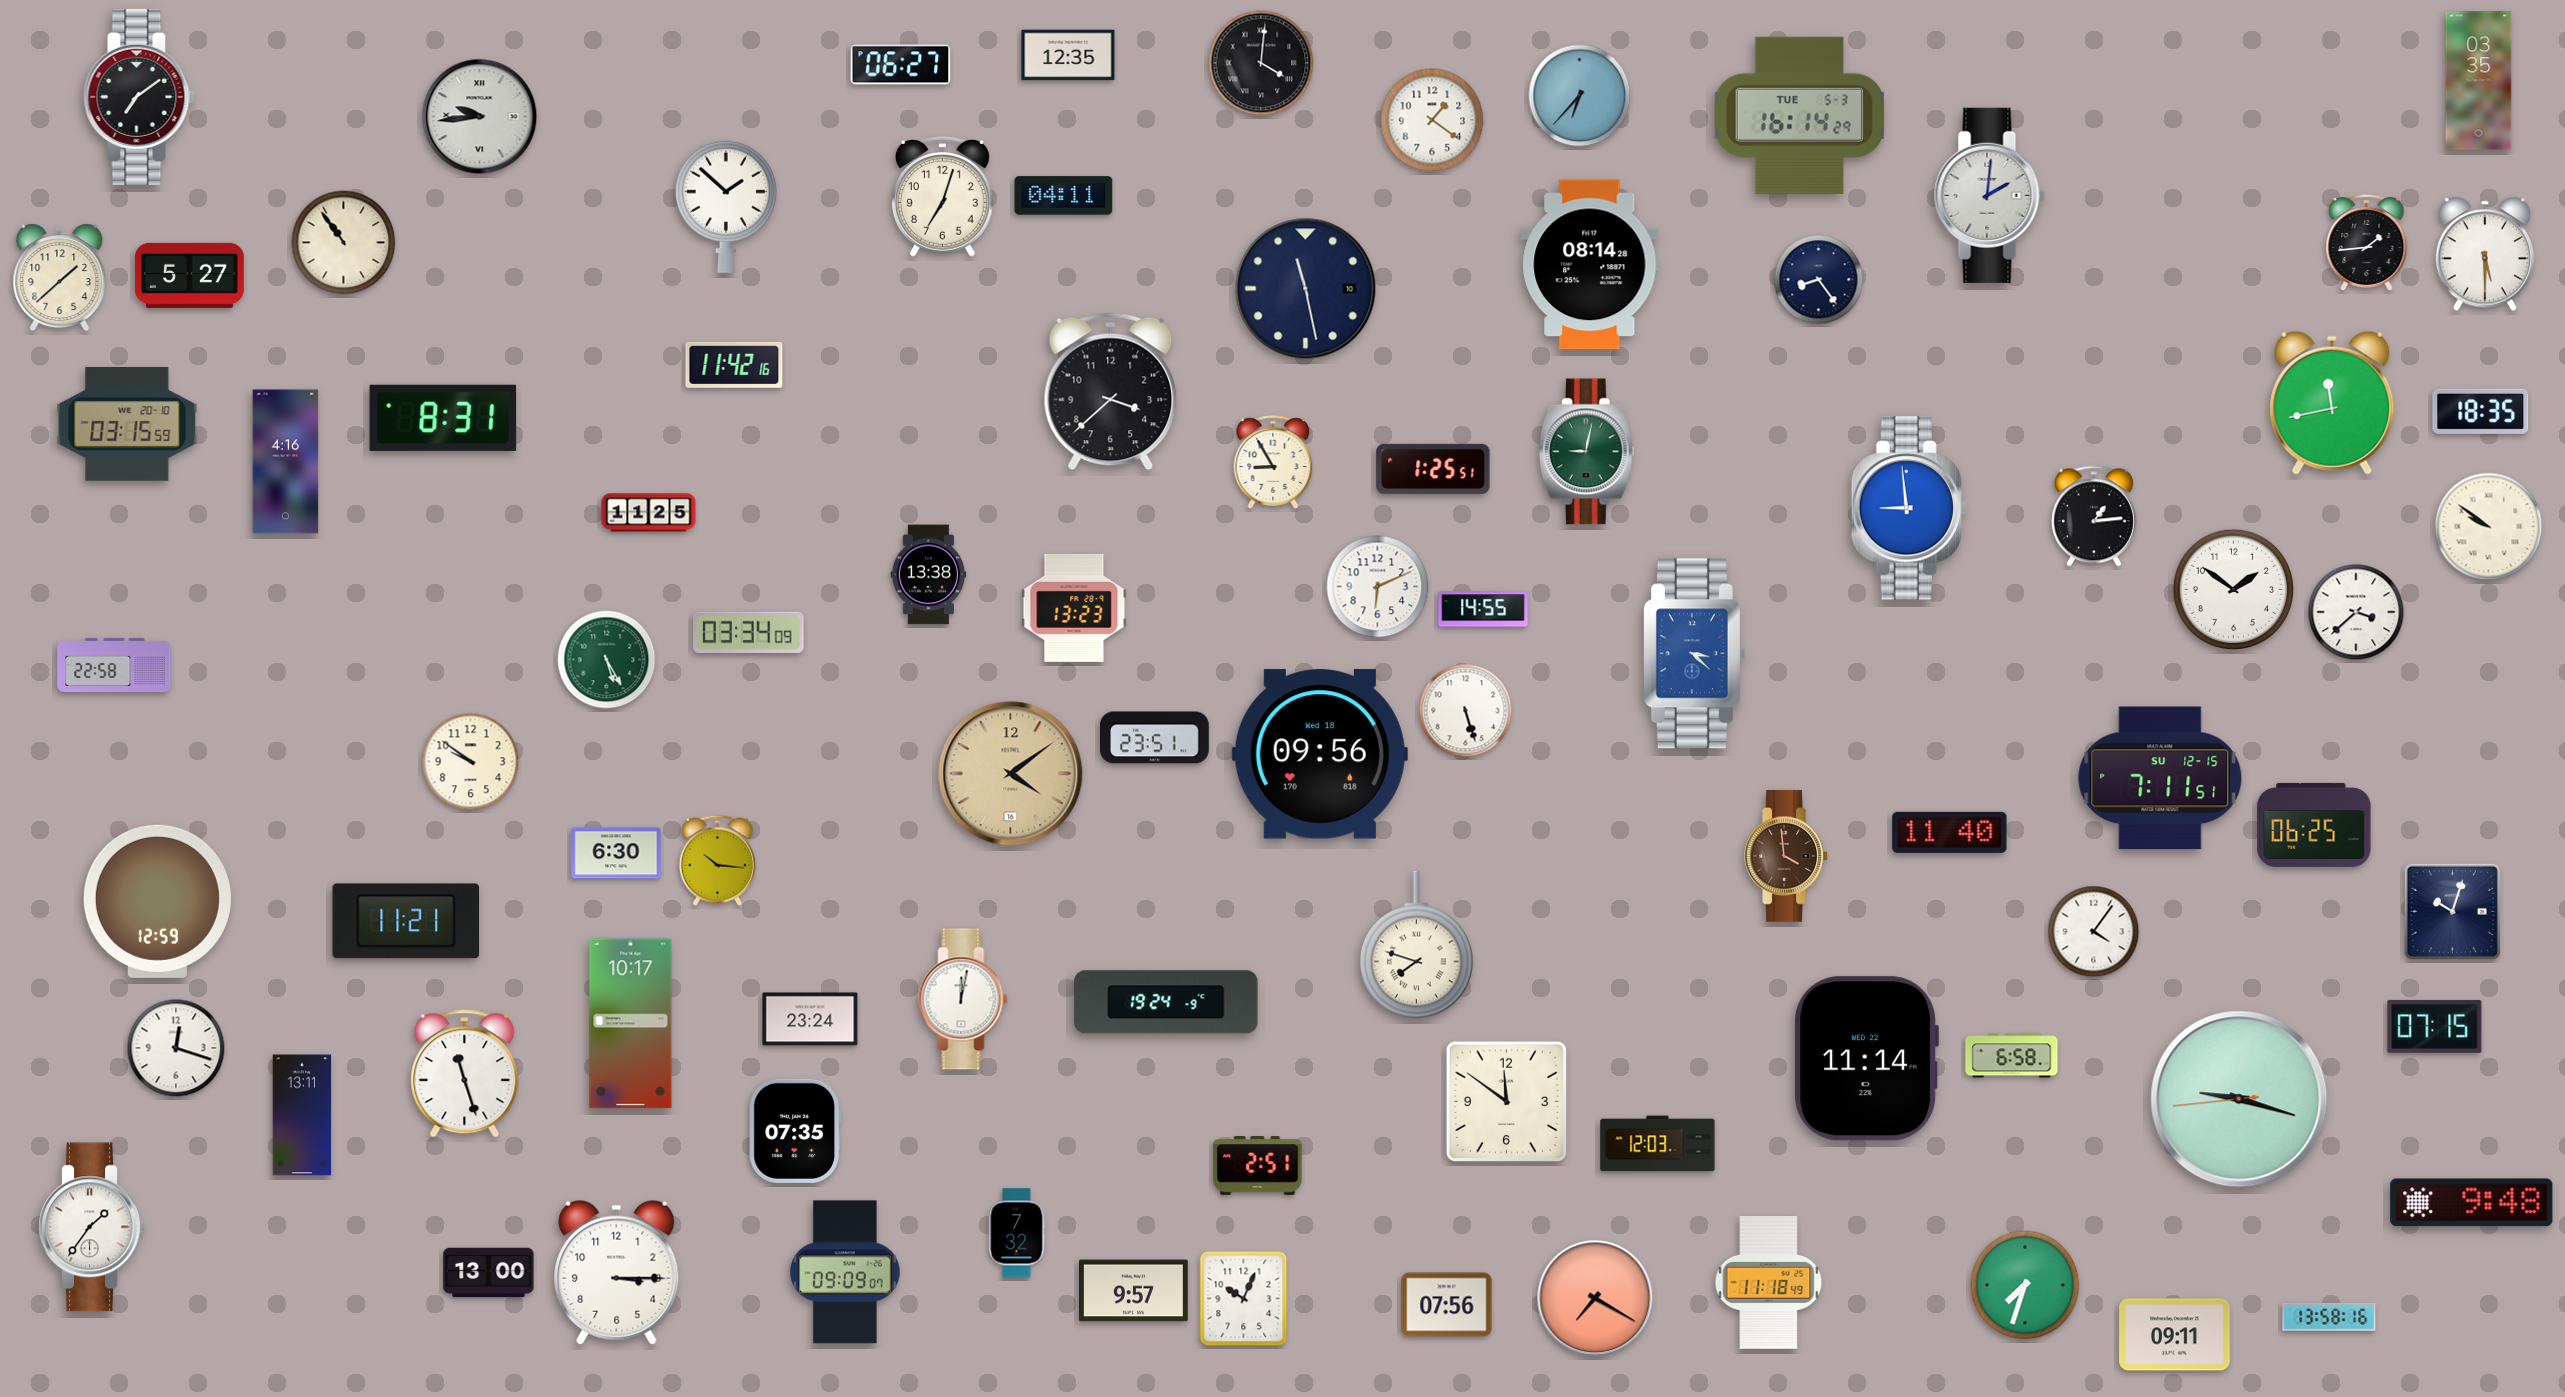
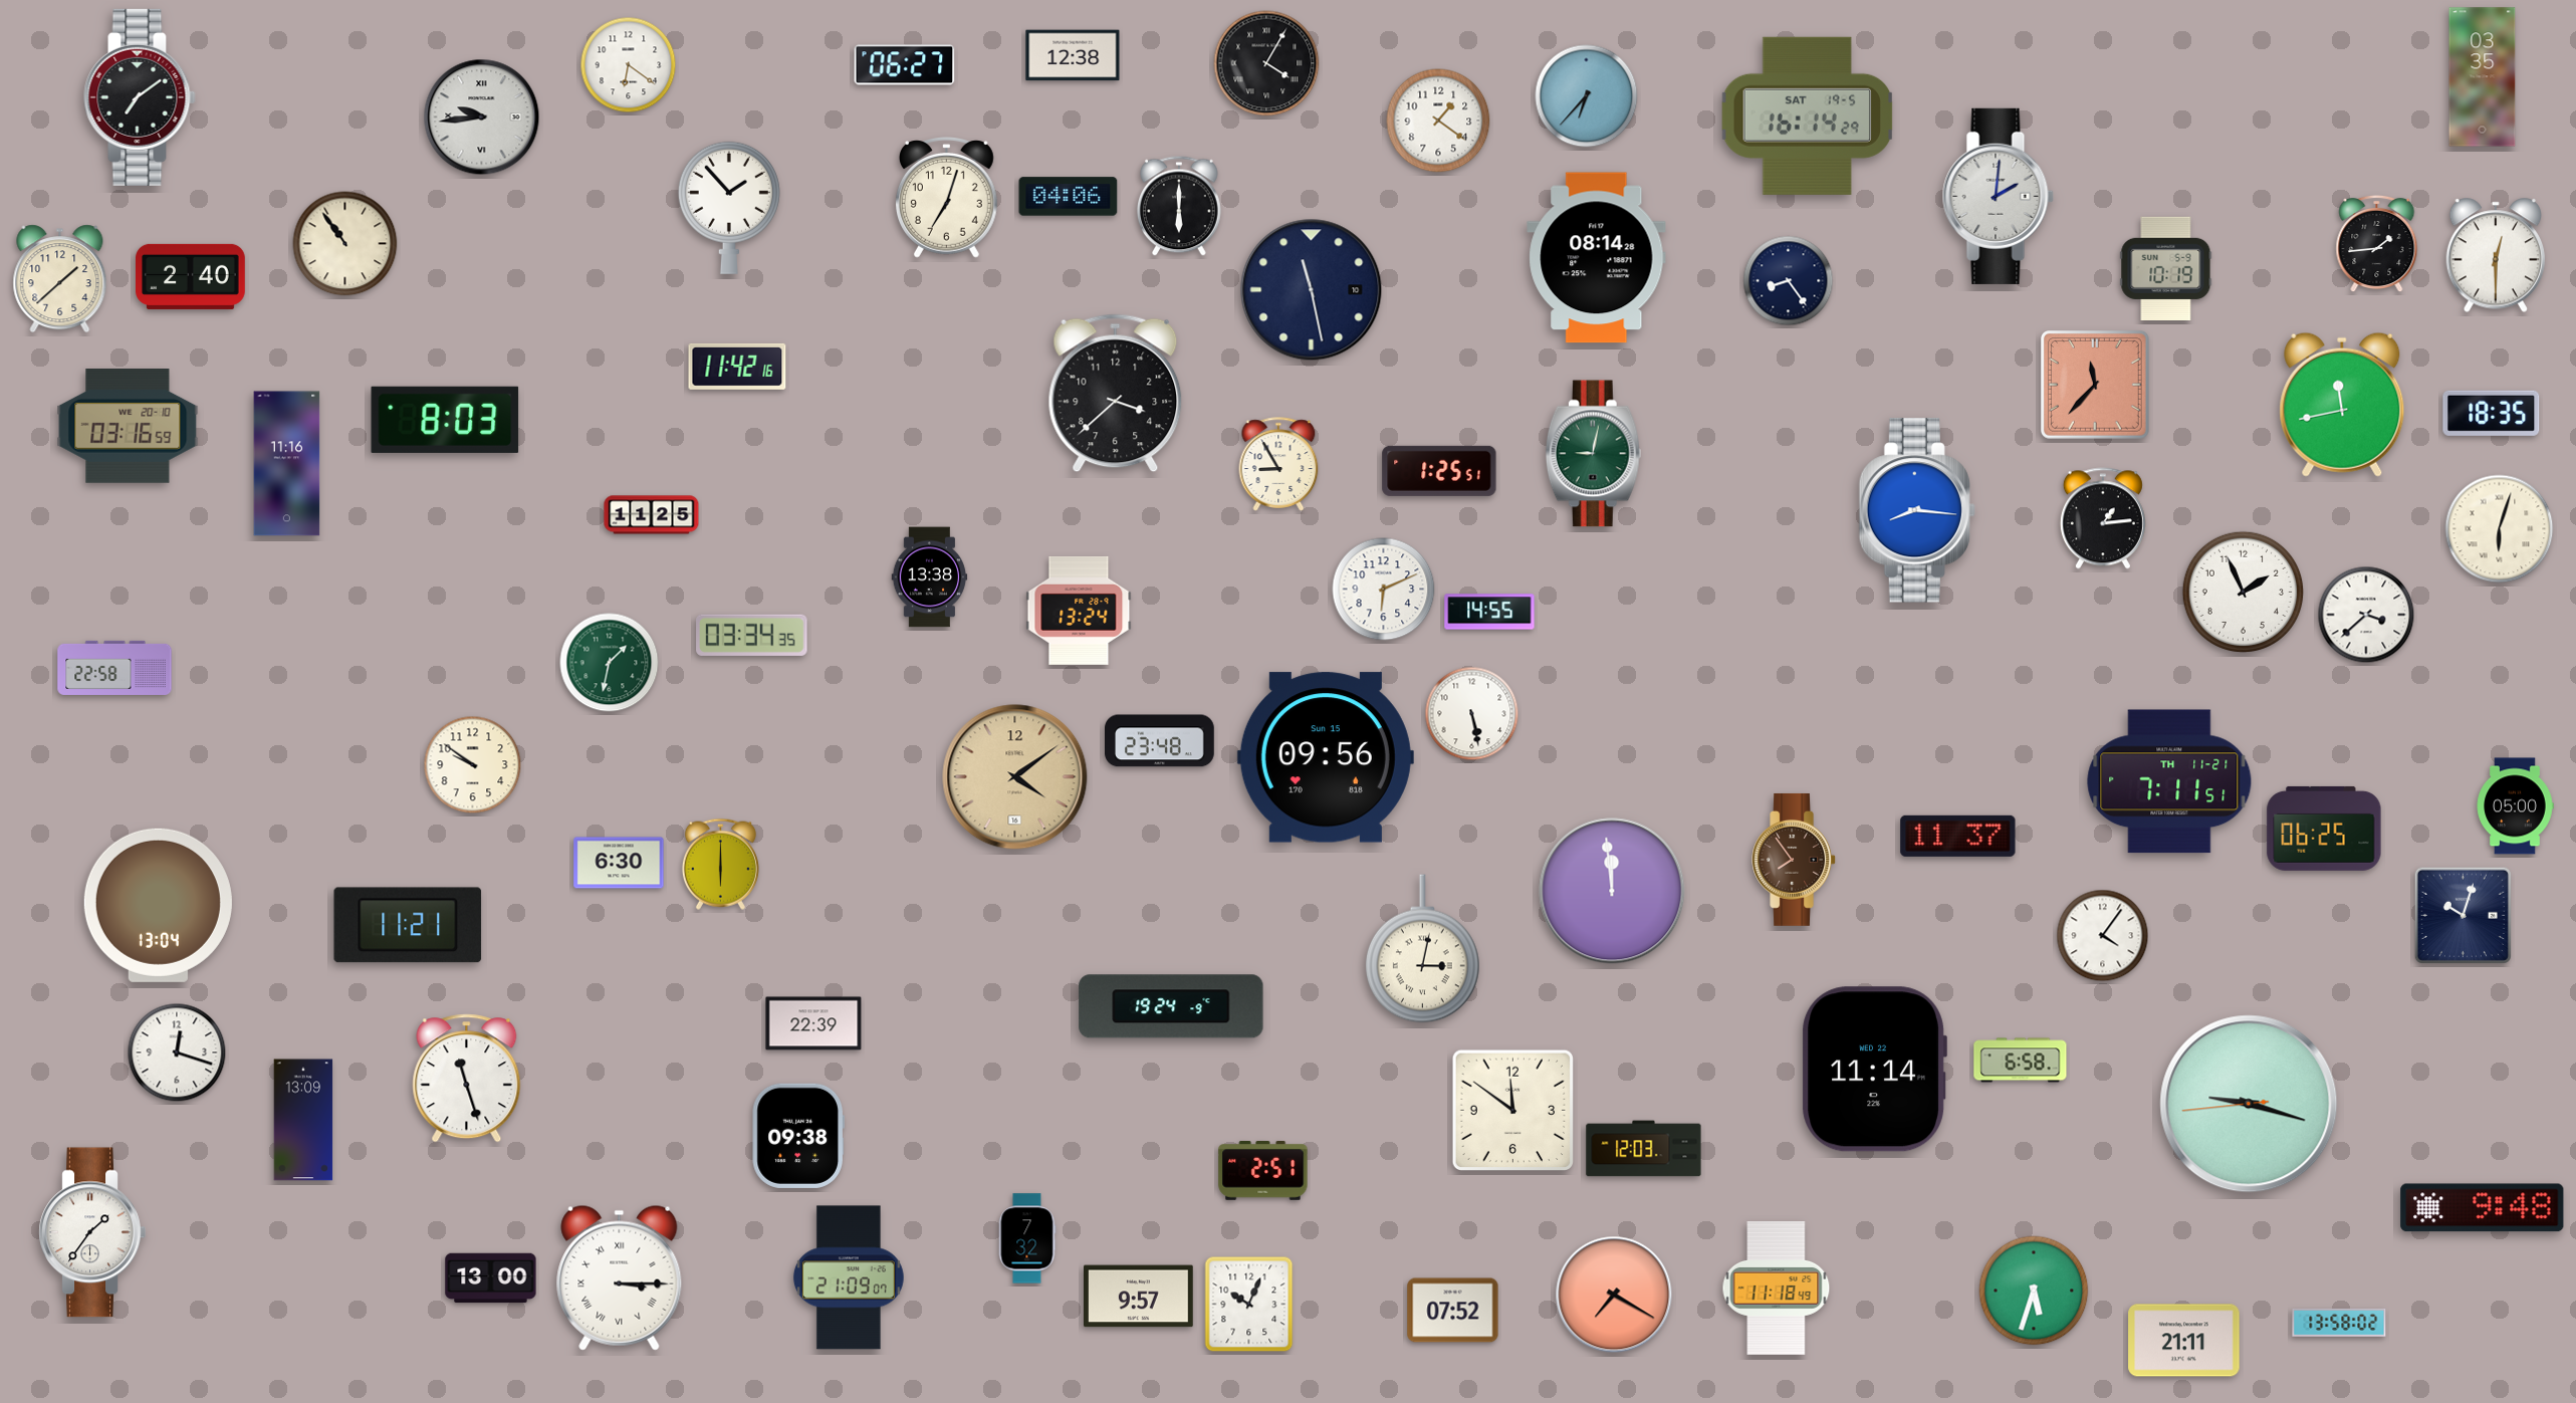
clock at (1068, 55): 12:35 -> 12:38
clock at (1261, 63): 4:01 -> 4:05
clock at (629, 65): none -> 6:21
clock at (2479, 81) position: (2479, 81) -> (2483, 77)
clock at (1800, 115) date: TUE 5-3 -> SAT 19-5
clock at (1064, 196): 04:11 -> 04:06
clock at (1180, 206): none -> 6:00
clock at (726, 207): 1:52 -> 1:53
clock at (2484, 254): 5:30 -> 12:30
clock at (1590, 265) position: (1590, 265) -> (1597, 258)
clock at (2166, 268): none -> 10:19
clock at (190, 275): 5:27 -> 2:40
clock at (1819, 280) position: (1819, 280) -> (1789, 281)
clock at (2096, 386): none -> 11:37
clock at (443, 418): 8:31 -> 8:03
clock at (127, 425): 03:15 -> 03:16
clock at (286, 462): 4:16 -> 11:16
clock at (1909, 508): 8:59 -> 8:16
clock at (2489, 527): 9:51 -> 6:03
clock at (929, 575) position: (929, 575) -> (930, 577)
clock at (2234, 590): 1:51 -> 1:56
clock at (1074, 608): 13:23 -> 13:24
clock at (749, 632): 03:34:09 -> 03:34:35
clock at (1694, 654): 3:22 -> none
clock at (607, 660): 5:25 -> 1:32
clock at (1466, 711): 5:27 -> 5:28
clock at (1155, 738): 23:51 -> 23:48
clock at (1320, 754) date: Wed 18 -> Sun 15
clock at (2160, 778) date: SU 12-15 -> TH 11-21
clock at (2515, 806): none -> 05:00
clock at (1950, 832): 11:40 -> 11:37
clock at (616, 853) position: (616, 853) -> (619, 863)
clock at (1786, 856): 3:59 -> 7:54
clock at (717, 860): 10:16 -> 6:00
clock at (1612, 891): none -> 11:59
clock at (157, 901): 12:59 -> 13:04
clock at (1416, 945): 7:48 -> 3:02
clock at (963, 999): 12:02 -> none
clock at (810, 1019): 23:24 -> 22:39
clock at (631, 1024): 10:17 -> none
clock at (2435, 1026): 07:15 -> none
clock at (1866, 1059) position: (1866, 1059) -> (1874, 1070)
clock at (1507, 1102) position: (1507, 1102) -> (1513, 1111)
clock at (302, 1115): 13:11 -> 13:09
clock at (795, 1131): 07:35 -> 09:38
clock at (1658, 1144) position: (1658, 1144) -> (1644, 1149)
clock at (1017, 1233) position: (1017, 1233) -> (1027, 1238)
clock at (617, 1272) numerals: Arabic -> Roman
clock at (845, 1272): 09:09 -> 21:09
clock at (2025, 1285): 7:33 -> 5:33
clock at (1595, 1298) position: (1595, 1298) -> (1614, 1295)
clock at (1447, 1305): 07:56 -> 07:52
clock at (2329, 1317): 13:58:16 -> 13:58:02
clock at (2175, 1335): 09:11 -> 21:11
